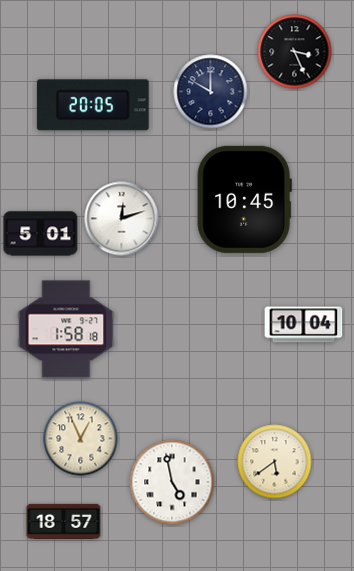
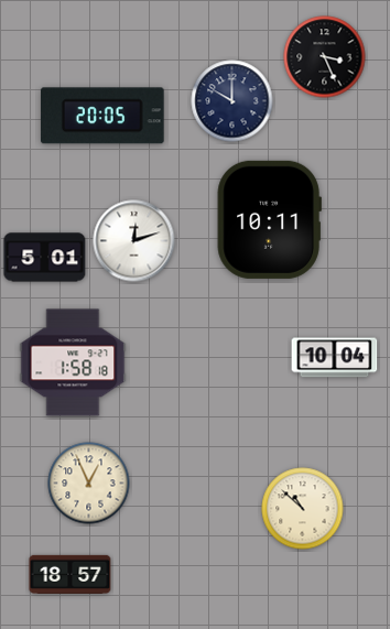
clock at (244, 199): 10:45 -> 10:11
clock at (275, 462): 5:39 -> 10:52
clock at (172, 482): 4:58 -> none
